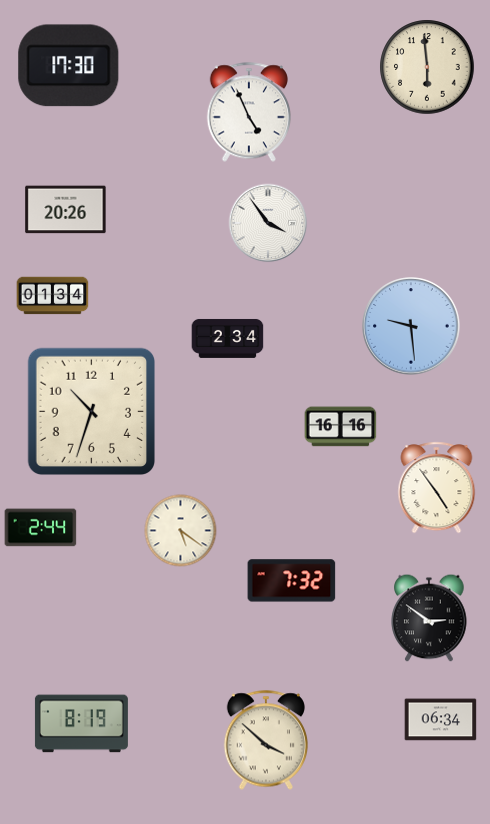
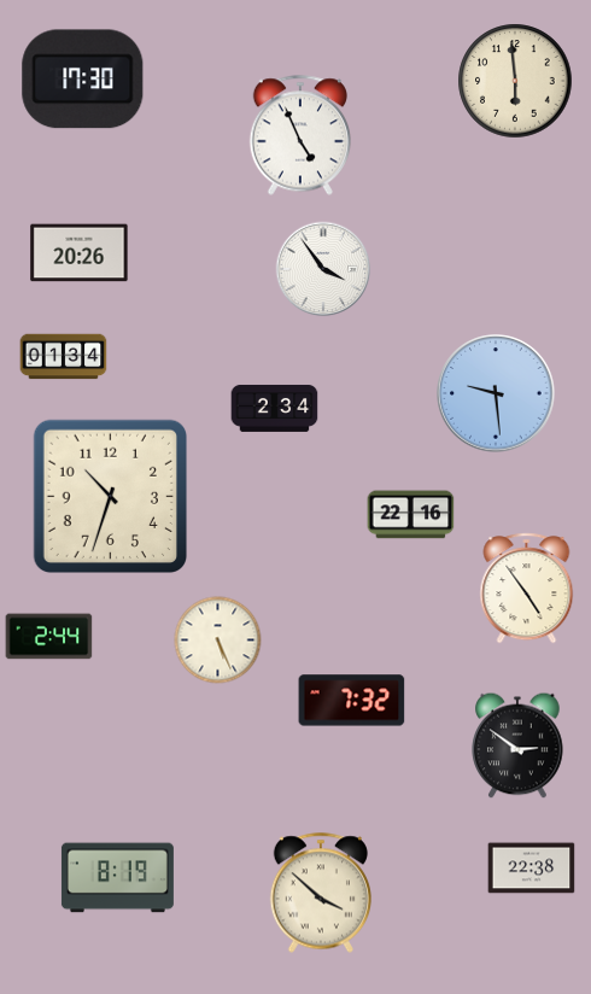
clock at (341, 427): 16:16 -> 22:16
clock at (181, 531): 5:21 -> 5:26
clock at (441, 720): 06:34 -> 22:38
clock at (81, 724) position: (81, 724) -> (117, 878)
